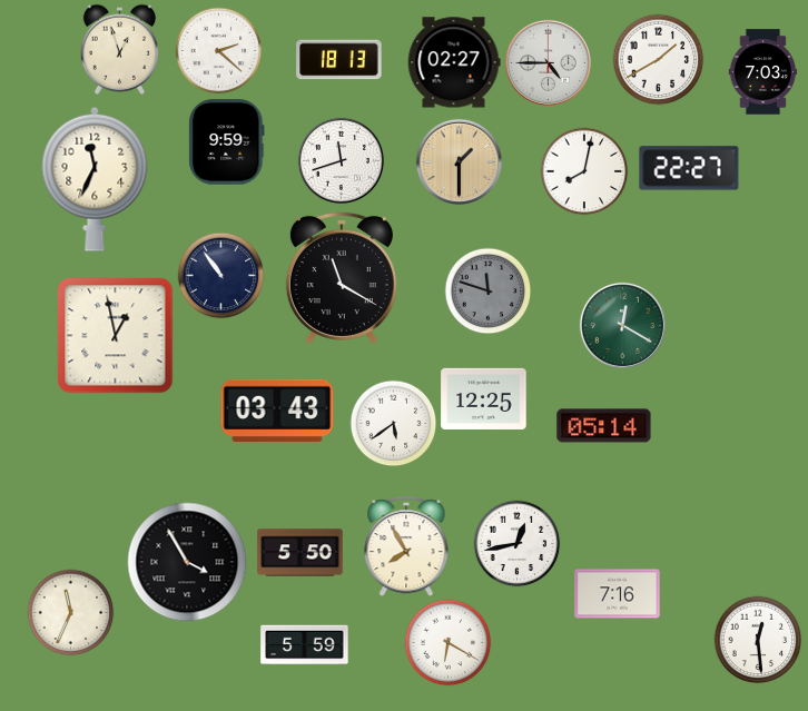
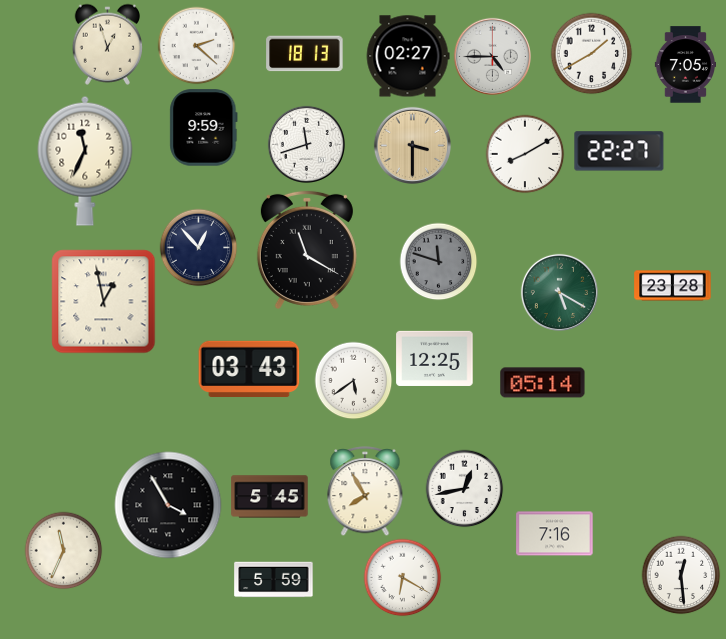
clock at (762, 72): 7:03 -> 7:05
clock at (459, 161): 1:30 -> 3:30
clock at (584, 171): 8:02 -> 8:10
clock at (220, 275): 10:54 -> 12:53
clock at (673, 286): none -> 23:28
clock at (622, 325): 12:20 -> 5:20
clock at (300, 553): 5:50 -> 5:45
